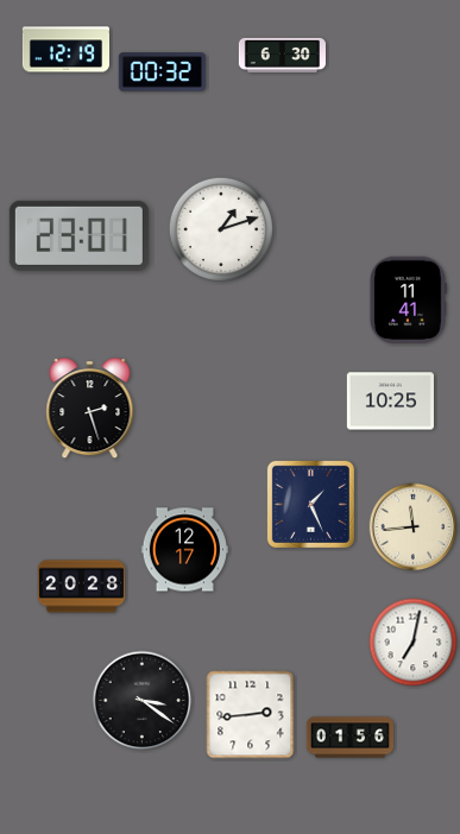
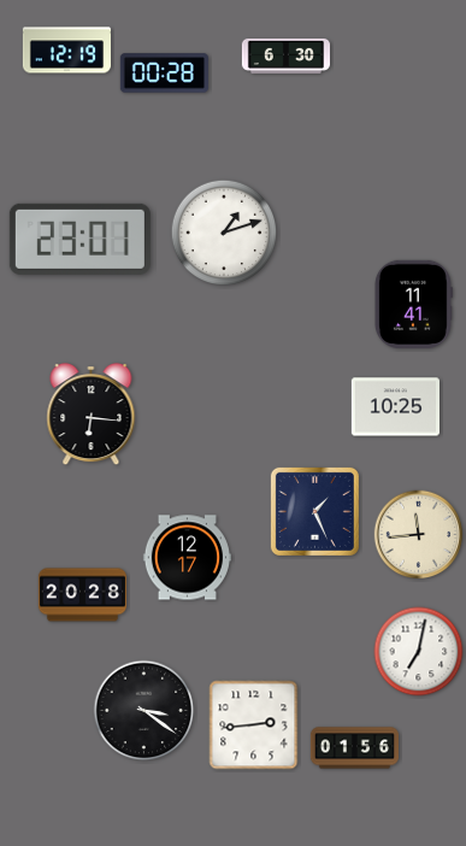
clock at (162, 72): 00:32 -> 00:28
clock at (90, 410): 2:27 -> 6:16
